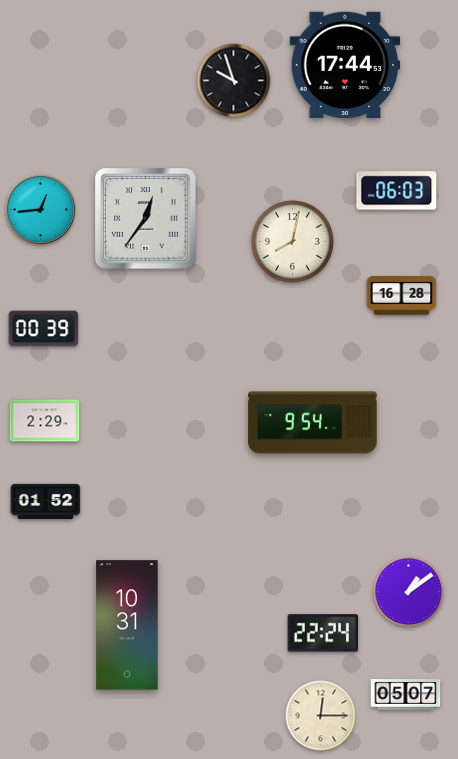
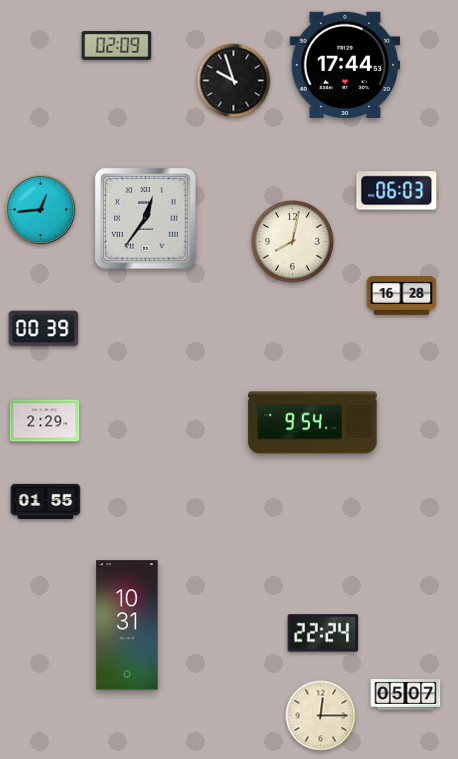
clock at (117, 46): none -> 02:09
clock at (46, 501): 01:52 -> 01:55
clock at (409, 592): 1:09 -> none
